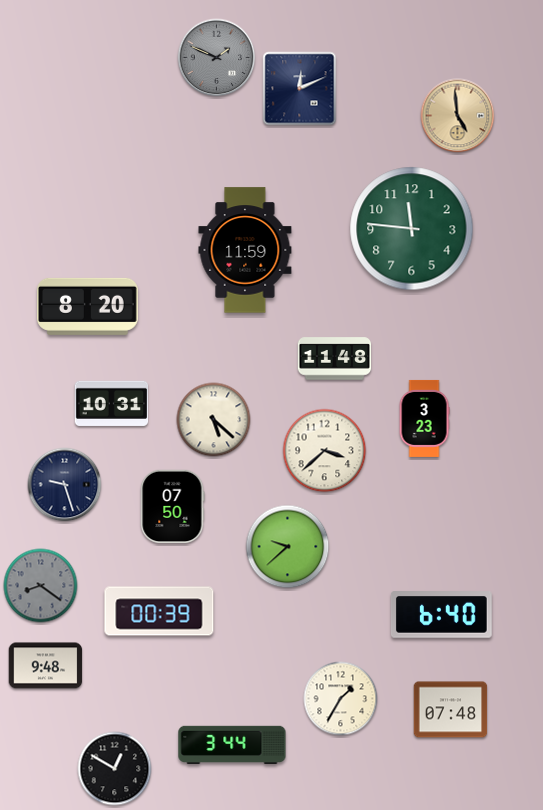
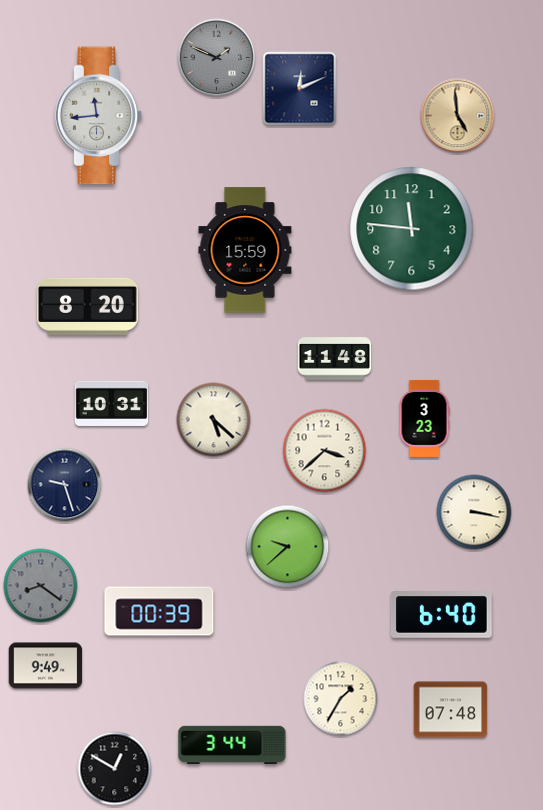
clock at (99, 116): none -> 11:44
clock at (245, 250): 11:59 -> 15:59
clock at (172, 507): 07:50 -> none
clock at (474, 512): none -> 3:17
clock at (46, 666): 9:48 -> 9:49
